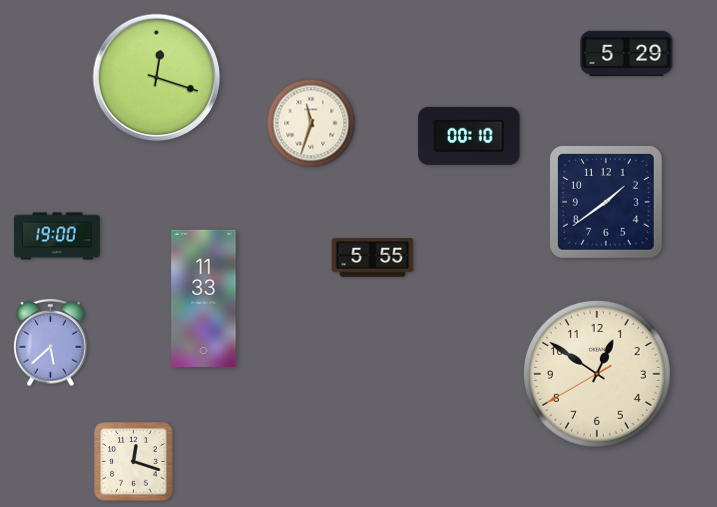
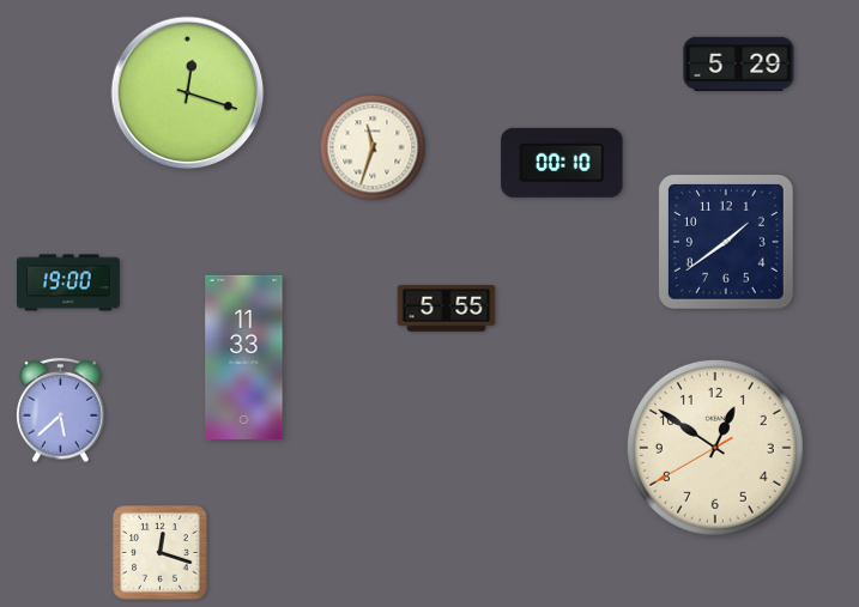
clock at (627, 54) position: (627, 54) -> (739, 65)
